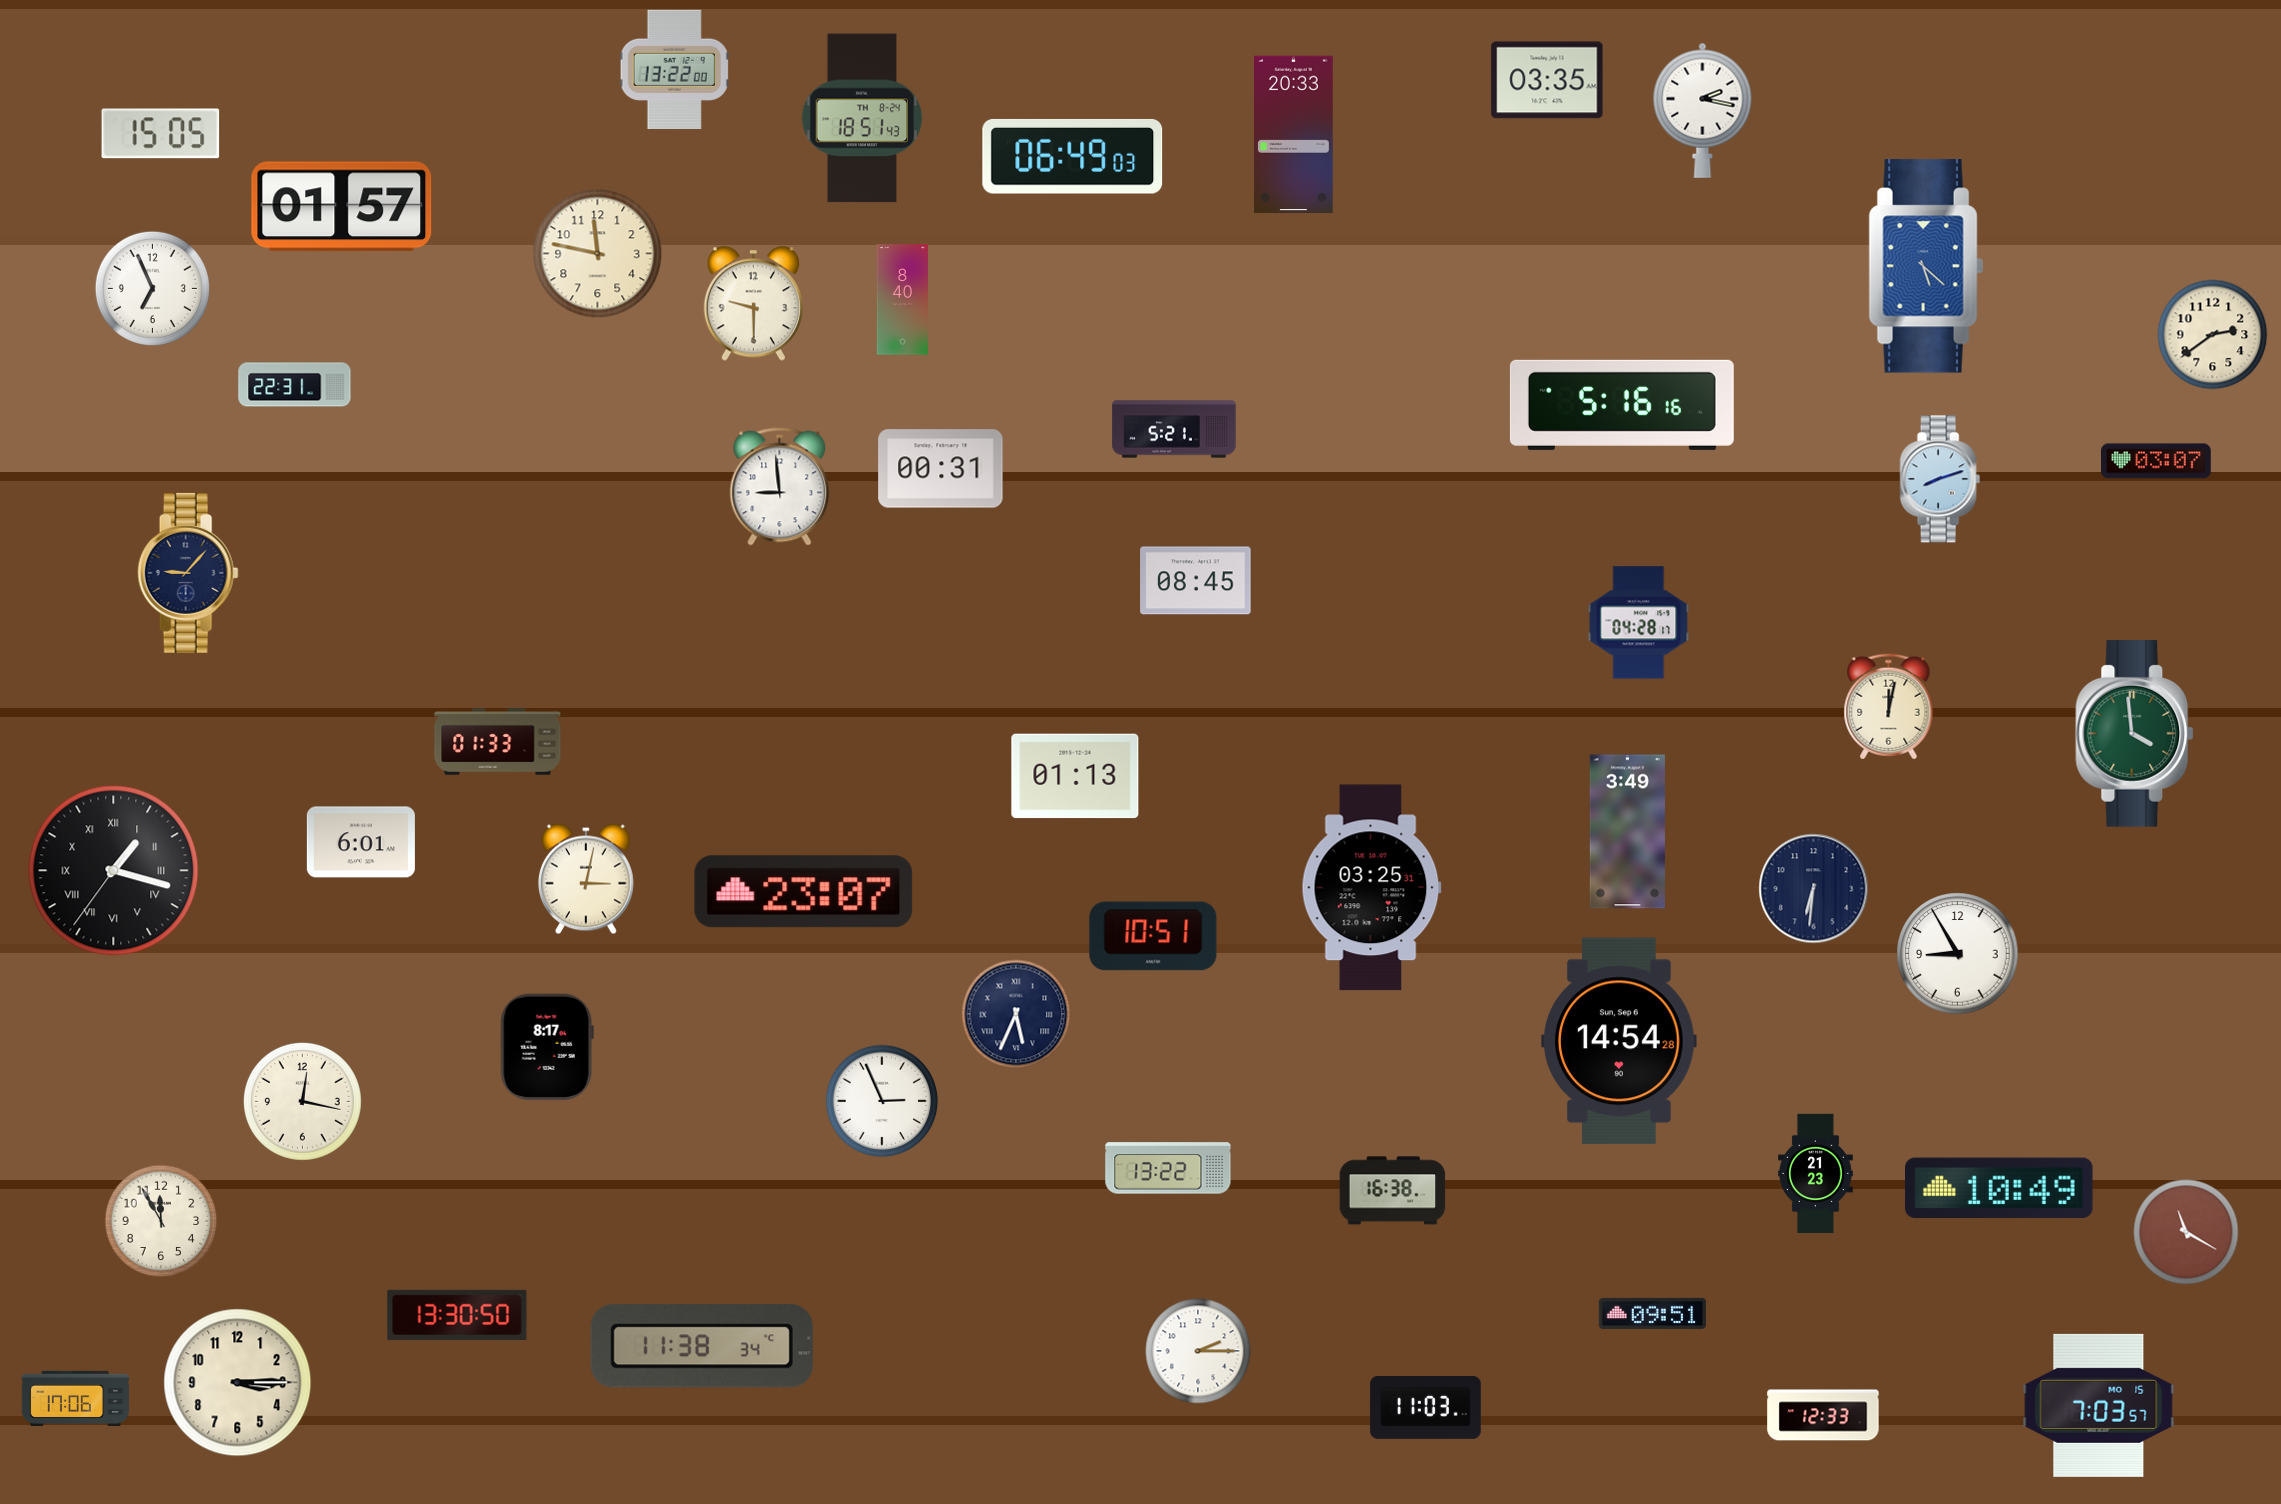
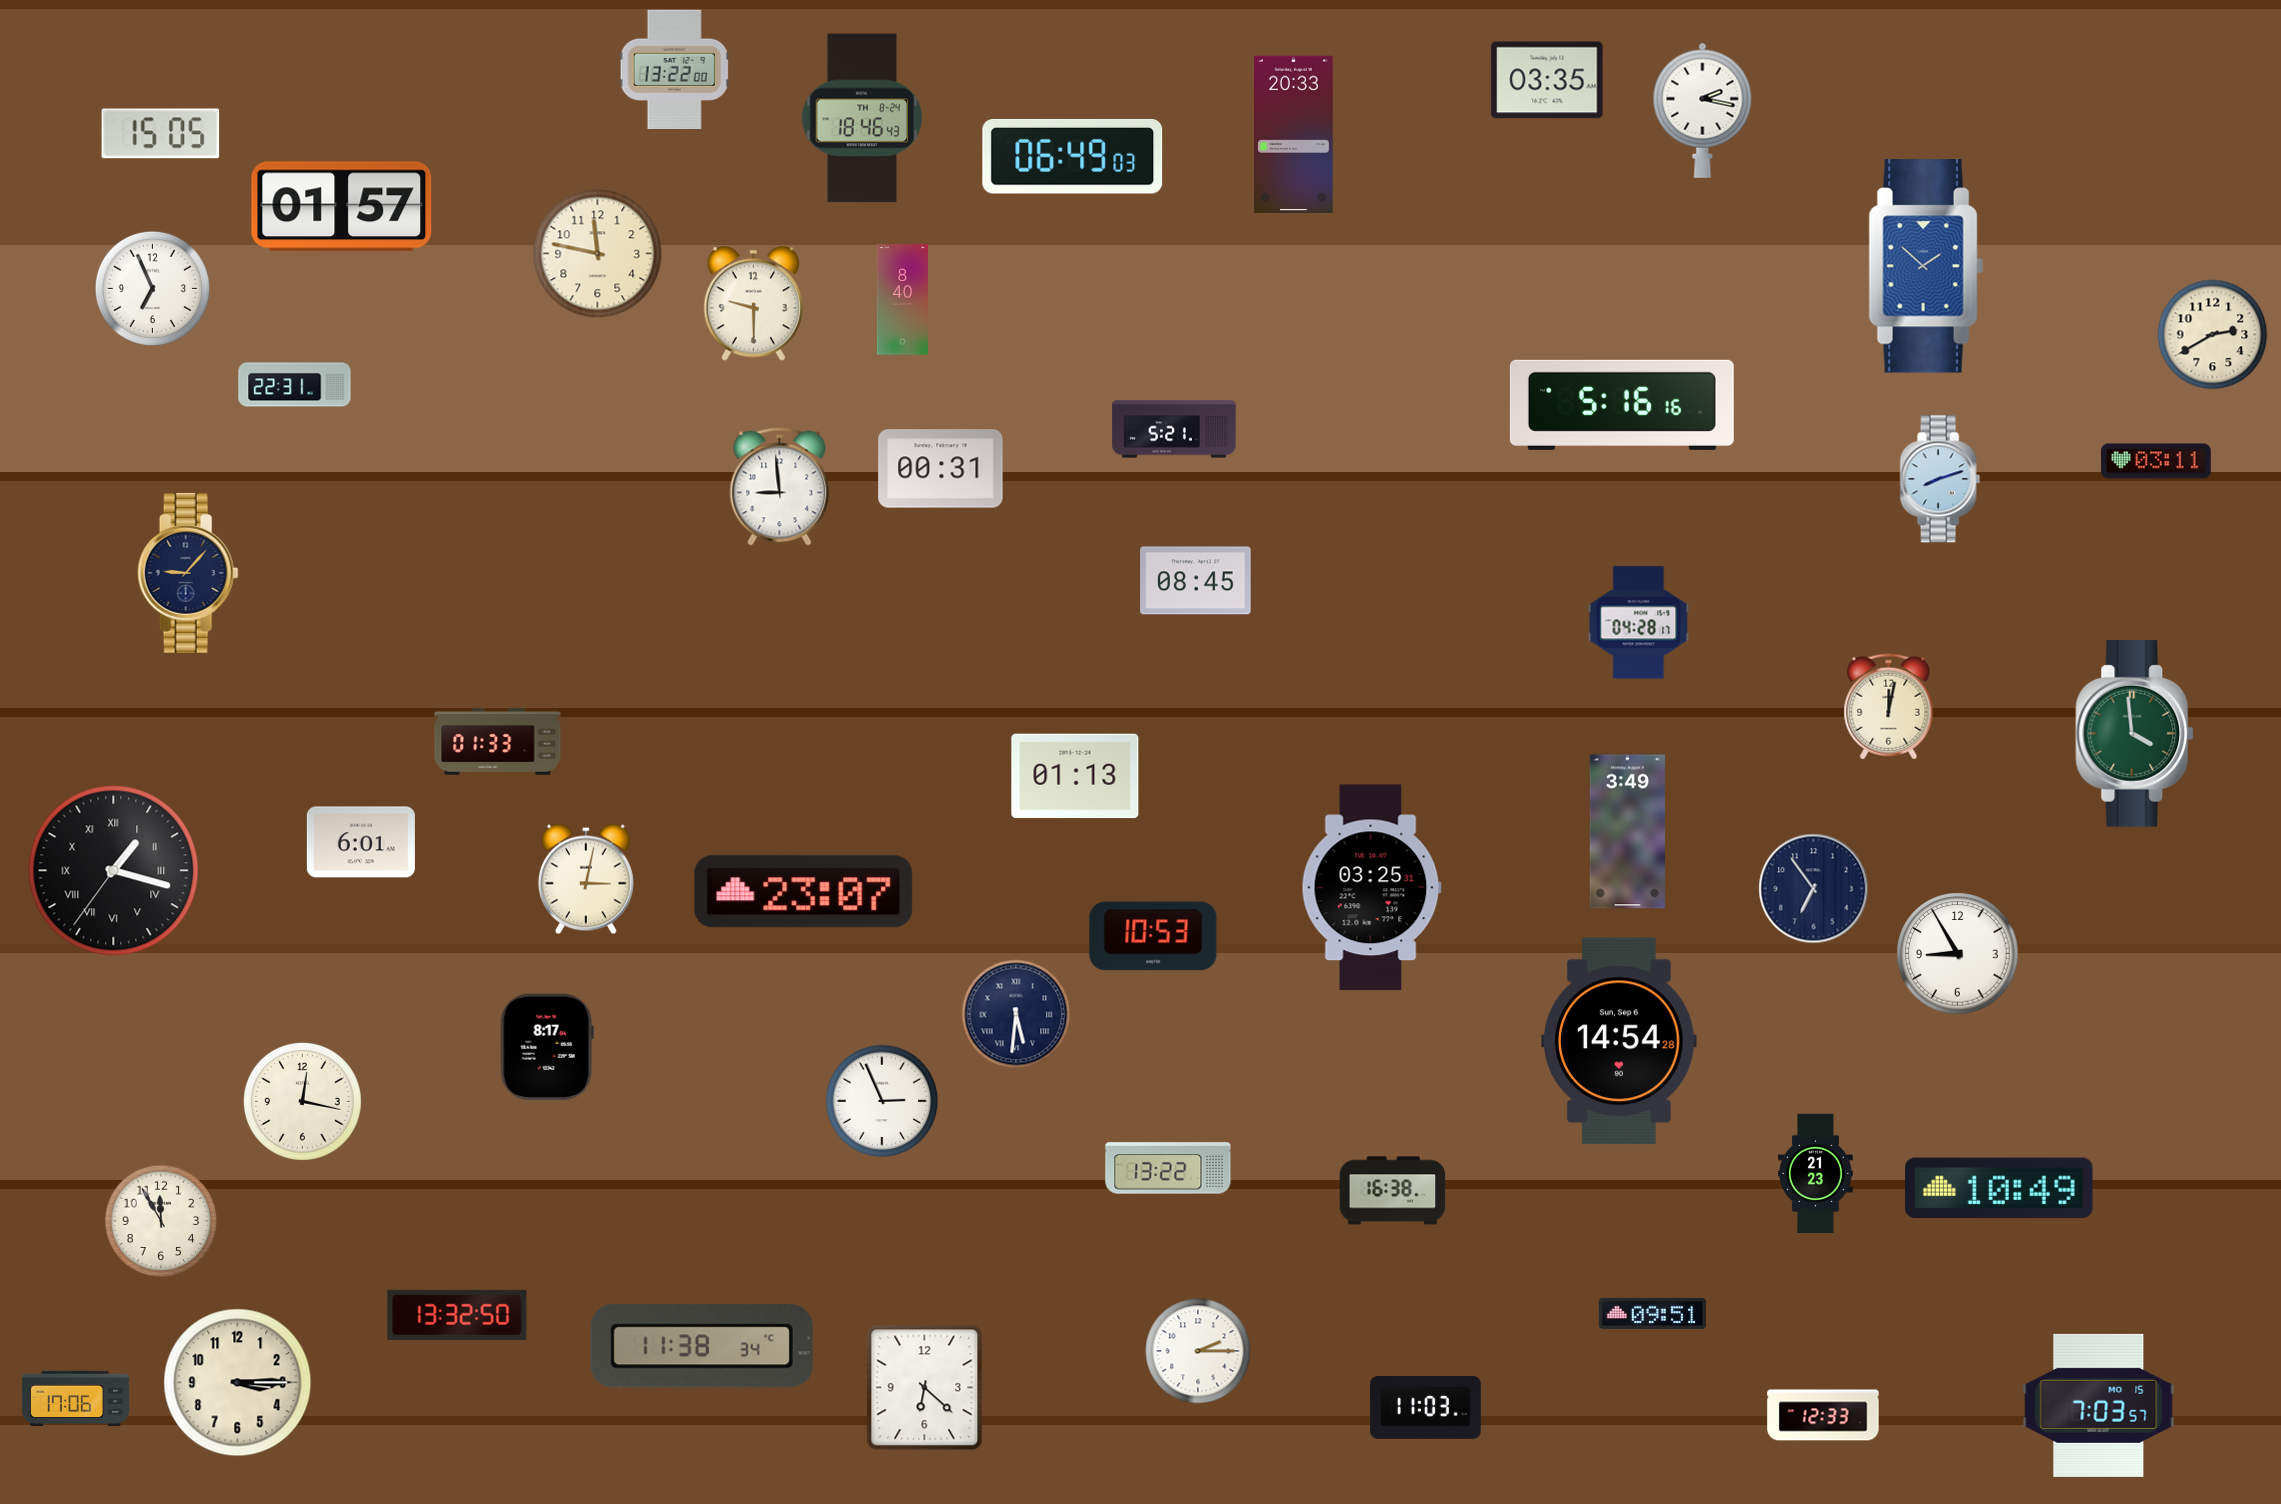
clock at (862, 118): 18:51 -> 18:46
clock at (1926, 266): 5:22 -> 1:52
clock at (2213, 335): 2:39 -> 2:40
clock at (2157, 461): 03:07 -> 03:11
clock at (1814, 889): 6:31 -> 6:54
clock at (1153, 936): 10:51 -> 10:53
clock at (1016, 1014): 5:34 -> 5:31
clock at (2186, 1232): 11:20 -> none
clock at (457, 1315): 13:30 -> 13:32
clock at (925, 1388): none -> 6:22
